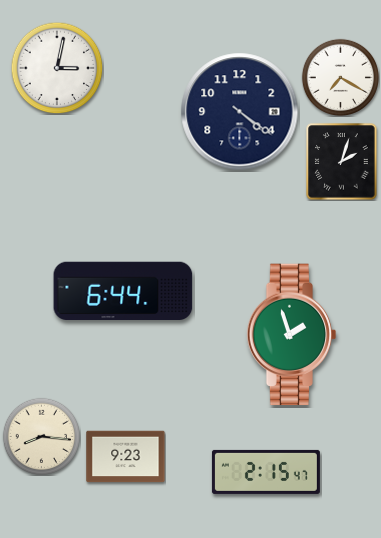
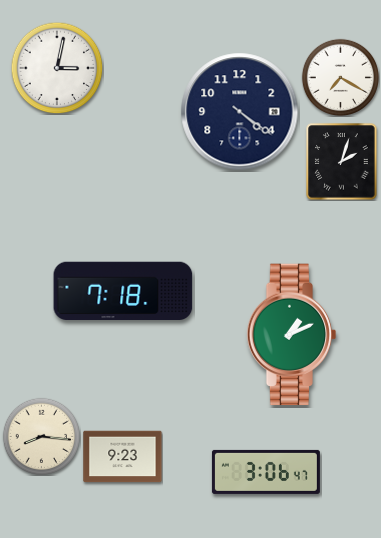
clock at (123, 290): 6:44 -> 7:18
clock at (292, 335): 1:57 -> 1:11
clock at (126, 457) position: (126, 457) -> (123, 457)
clock at (266, 472): 2:15 -> 3:06
